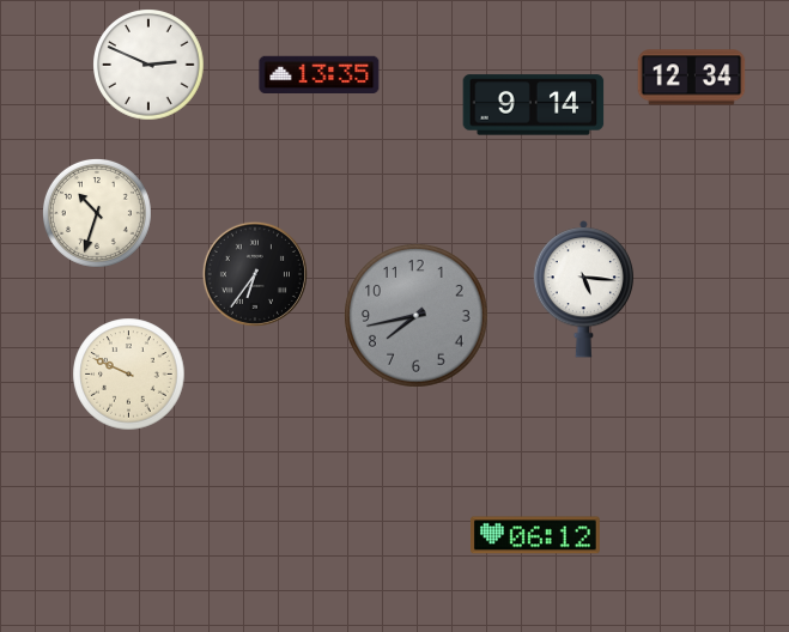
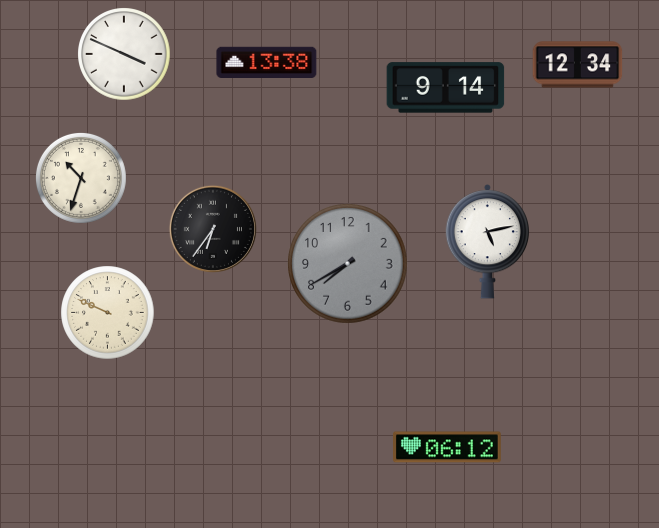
clock at (148, 65): 2:49 -> 3:49
clock at (320, 74): 13:35 -> 13:38
clock at (583, 290): 5:16 -> 5:13
clock at (417, 316): 7:43 -> 7:40
